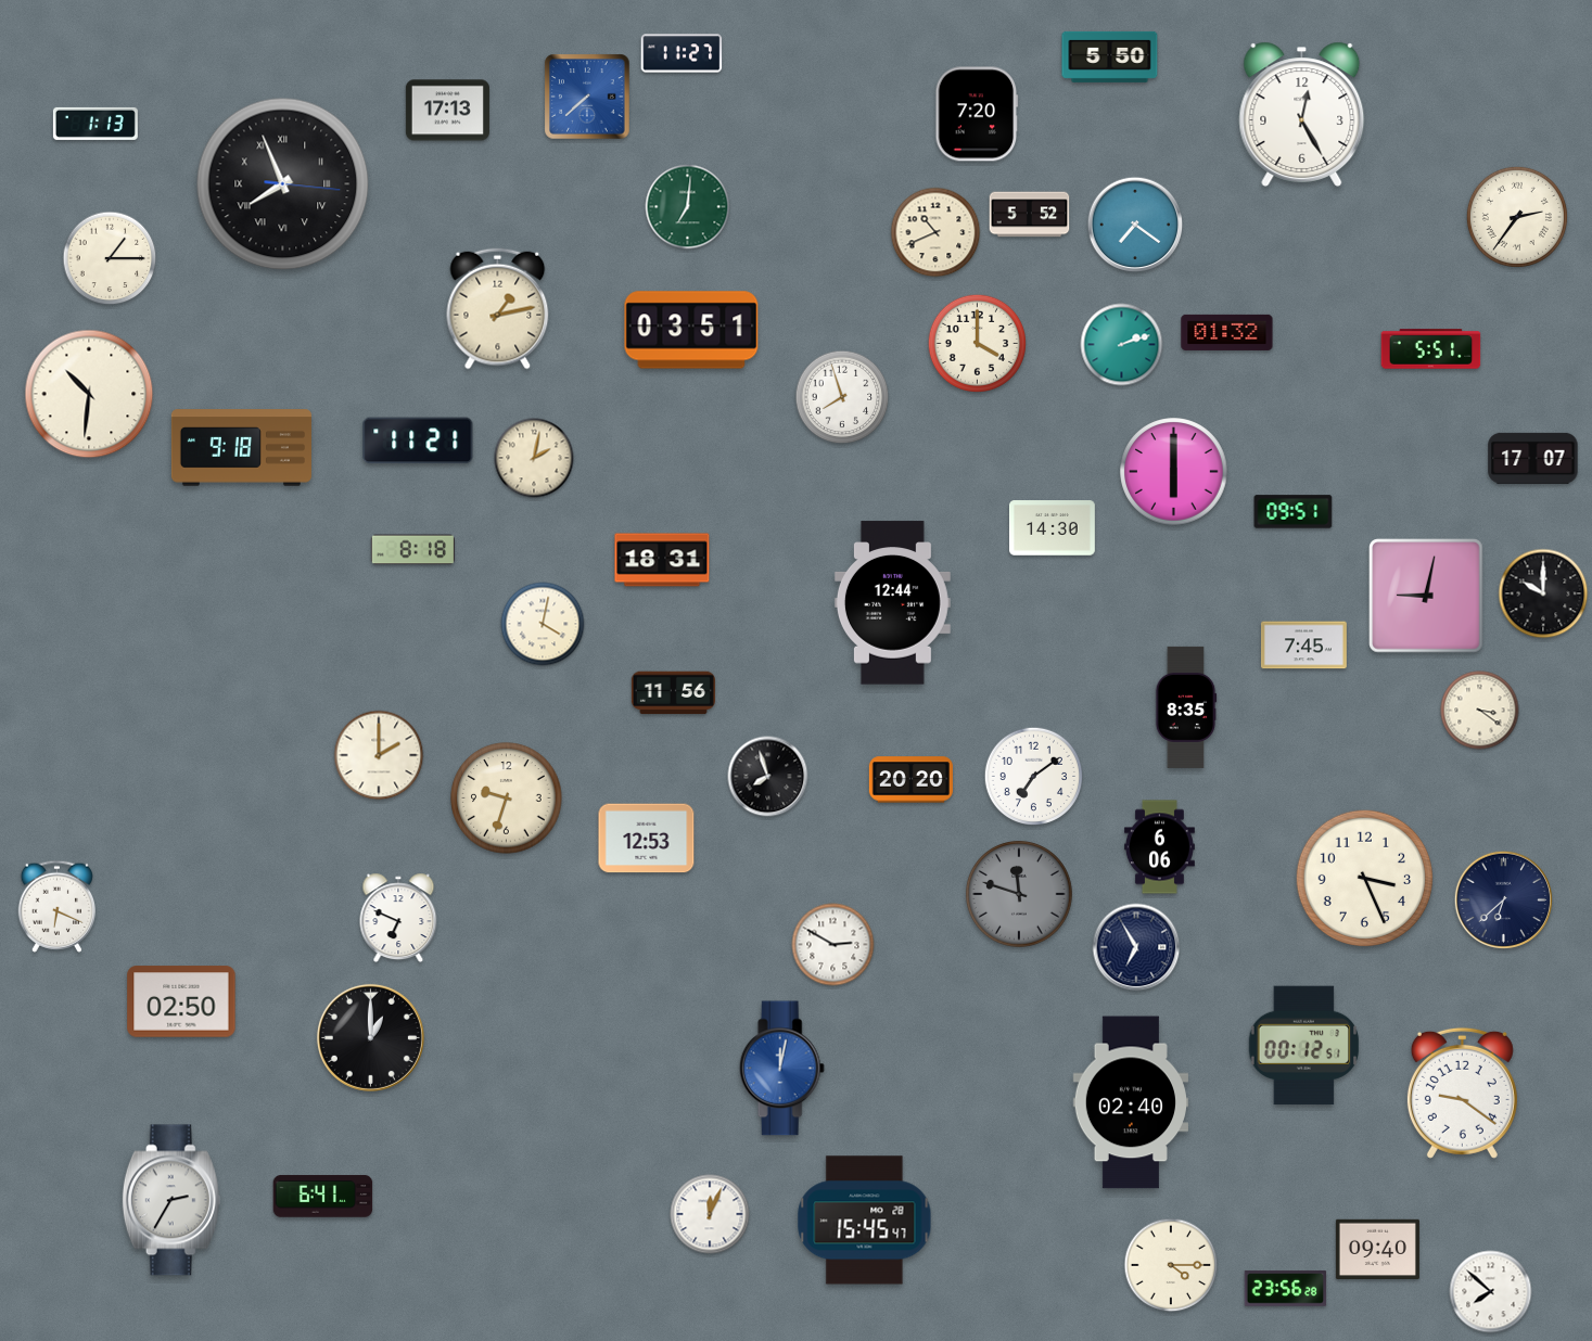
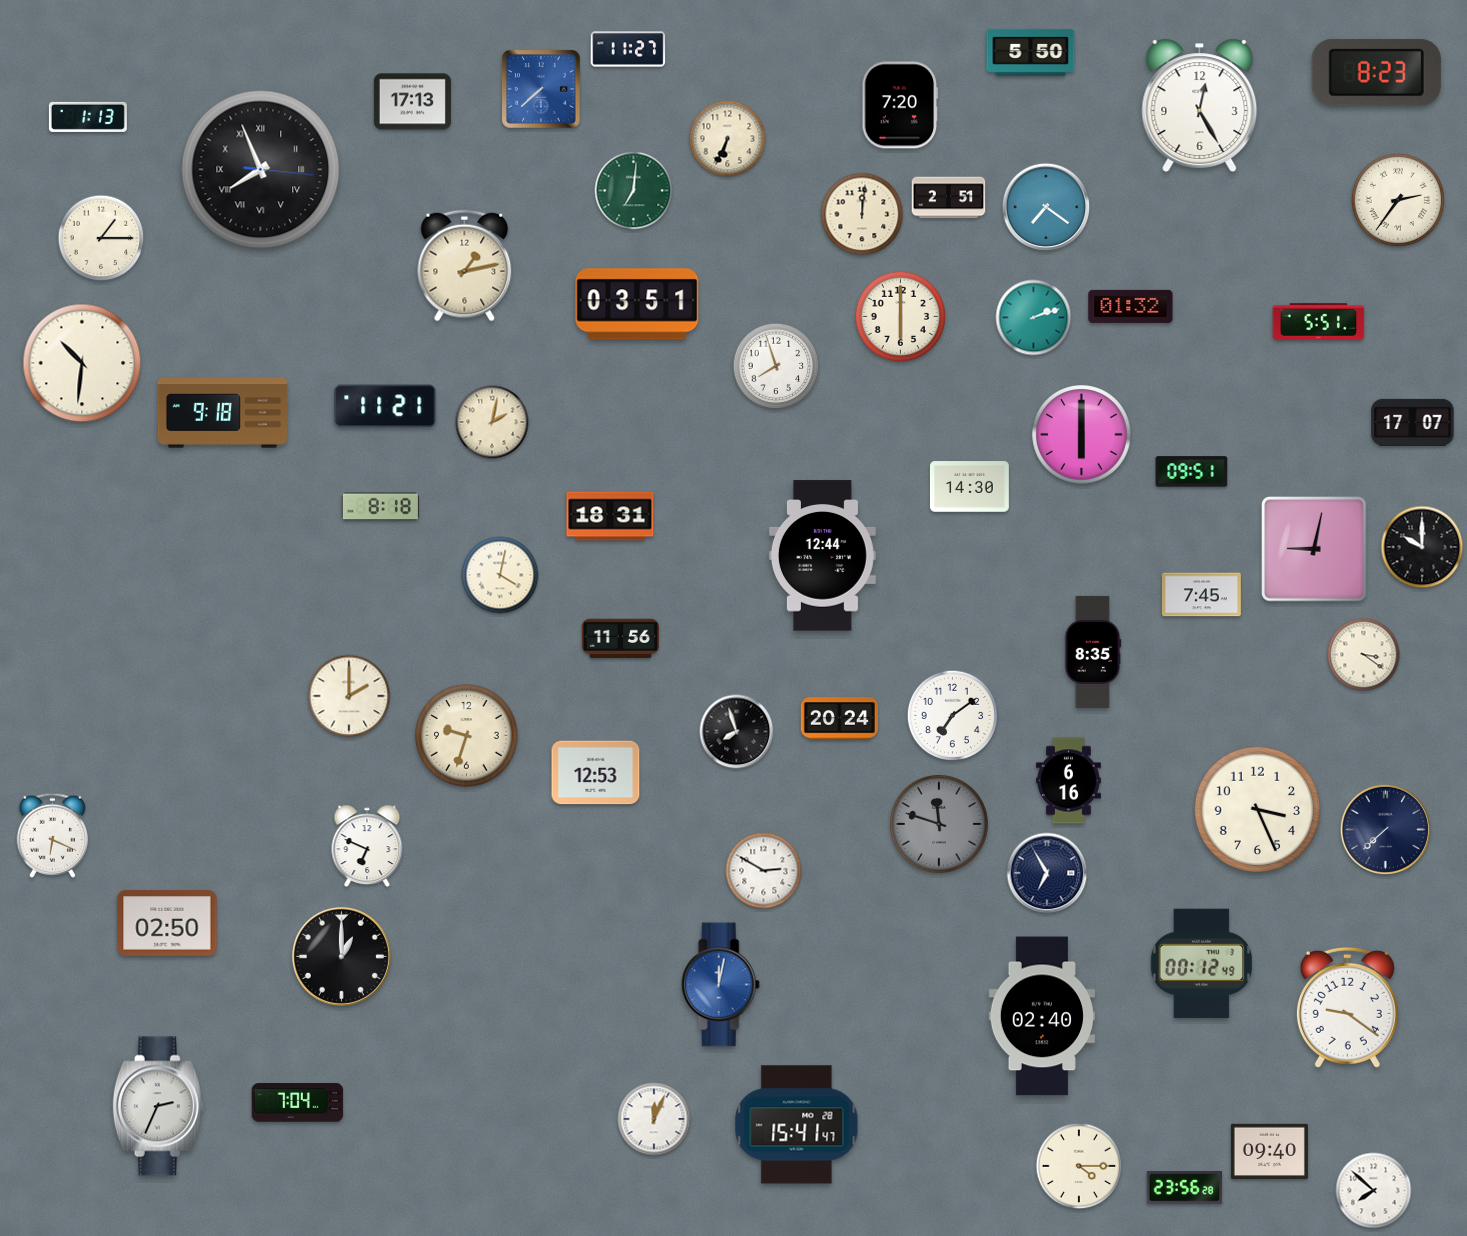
clock at (1110, 56) position: (1110, 56) -> (1031, 52)
clock at (1376, 72): none -> 8:23
clock at (95, 124) position: (95, 124) -> (88, 117)
clock at (728, 139): none -> 6:34
clock at (1030, 215): 5:52 -> 2:51
clock at (935, 232): 10:41 -> 12:01
clock at (498, 309) position: (498, 309) -> (465, 266)
clock at (977, 343): 4:00 -> 6:00
clock at (768, 777) position: (768, 777) -> (737, 732)
clock at (910, 780): 20:20 -> 20:24
clock at (1159, 847): 6:06 -> 6:16
clock at (1503, 899): 6:38 -> 7:38
clock at (833, 945) position: (833, 945) -> (764, 871)
clock at (1303, 1046): 00:12:51 -> 00:12:49
clock at (323, 1197): 6:41 -> 7:04
clock at (171, 1200): 2:35 -> 2:34
clock at (865, 1221): 15:45 -> 15:41
